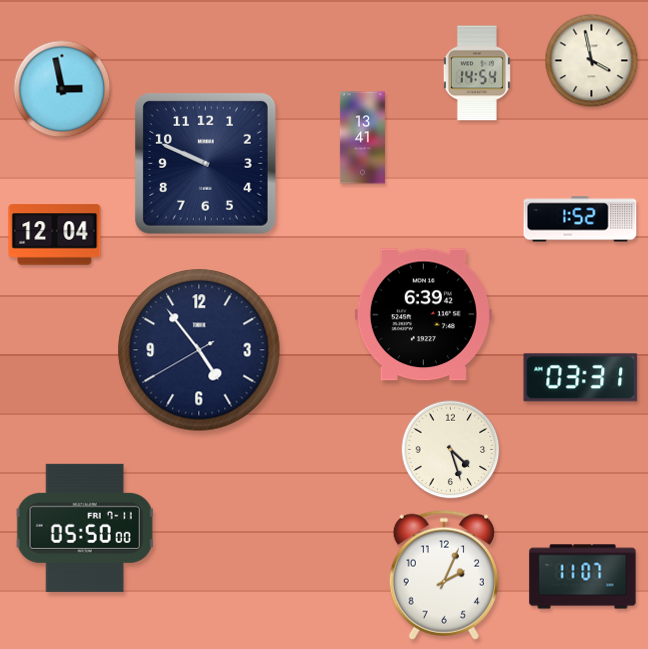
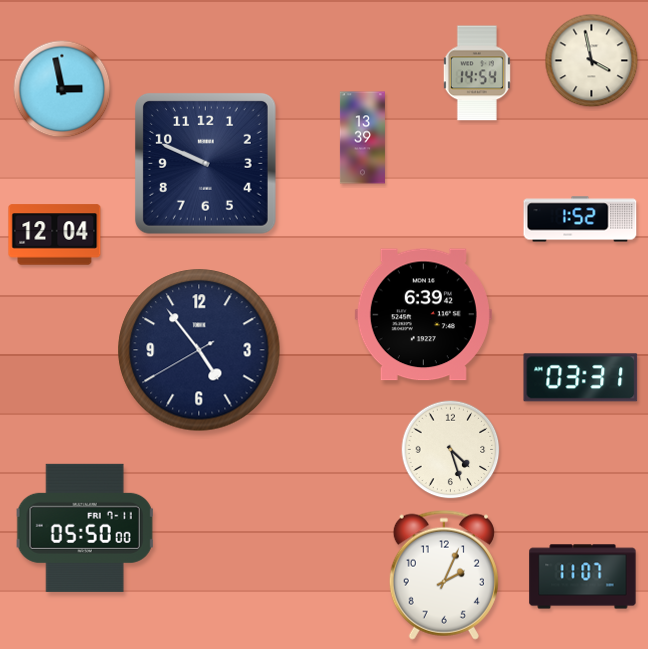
clock at (362, 138): 13:41 -> 13:39
